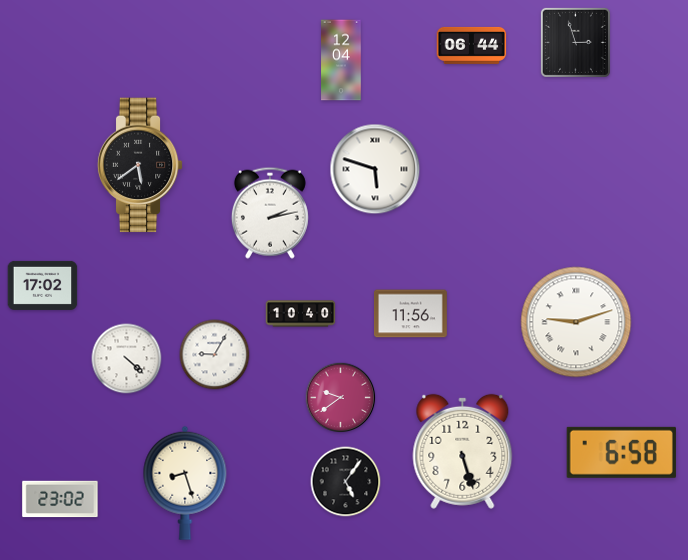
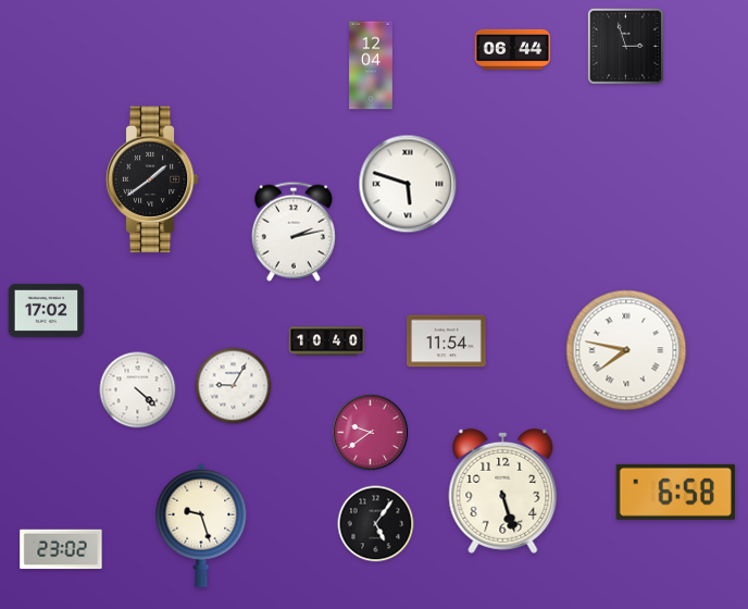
clock at (140, 165): 5:39 -> 1:39
clock at (411, 314): 11:56 -> 11:54
clock at (576, 322): 9:12 -> 7:47
clock at (185, 483): 8:27 -> 9:27
clock at (60, 499) position: (60, 499) -> (61, 549)
